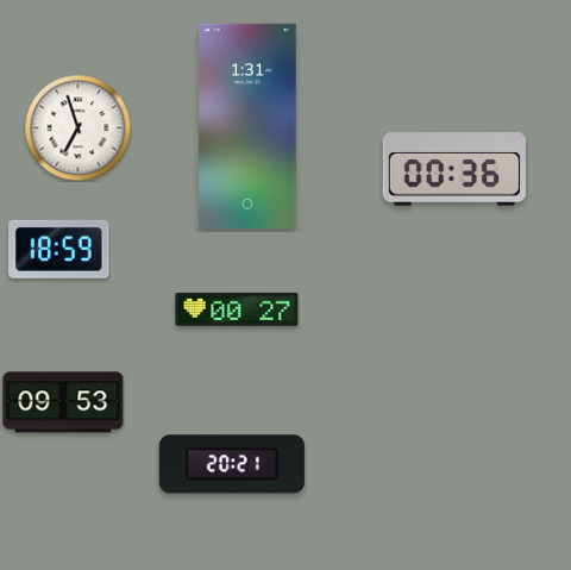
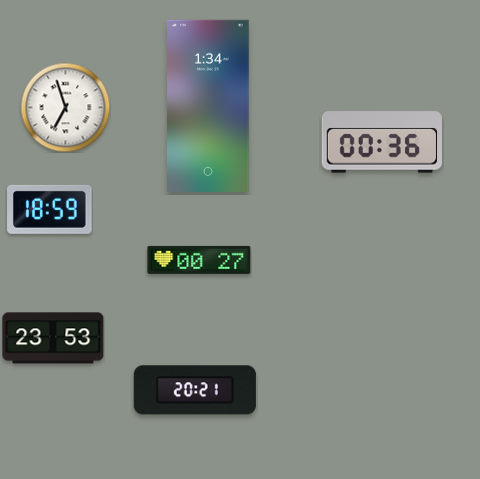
clock at (249, 126): 1:31 -> 1:34
clock at (63, 402): 09:53 -> 23:53
